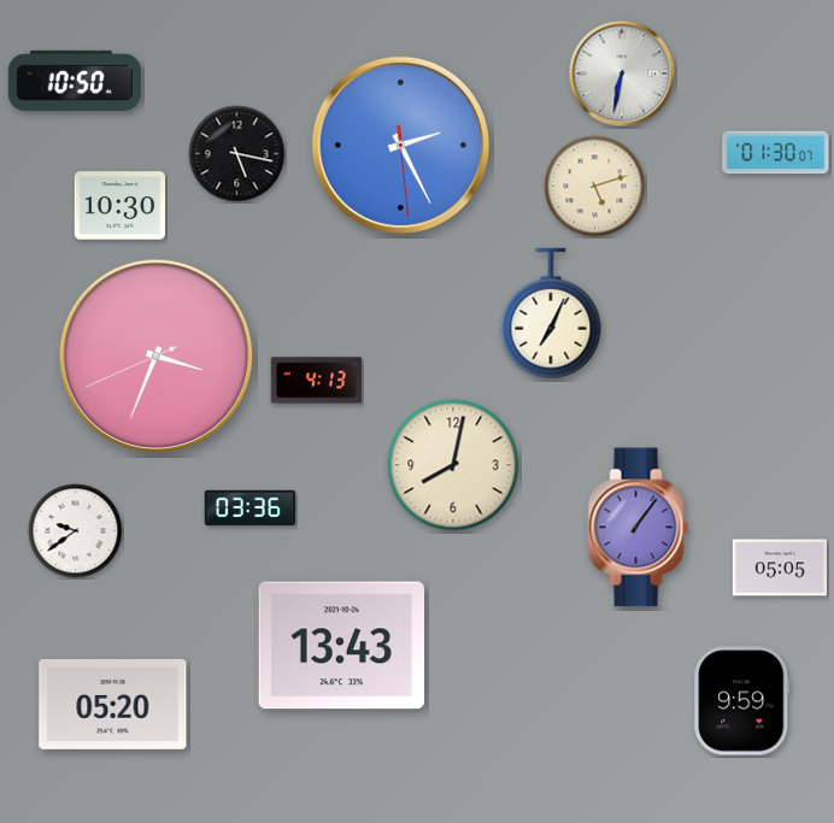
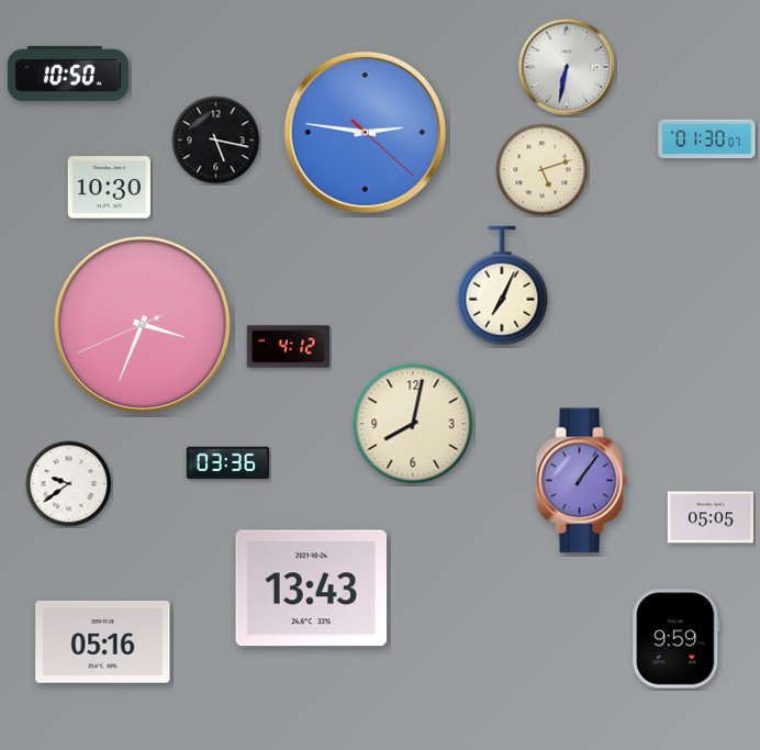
clock at (400, 145): 2:25 -> 2:46
clock at (317, 381): 4:13 -> 4:12
clock at (113, 705): 05:20 -> 05:16
